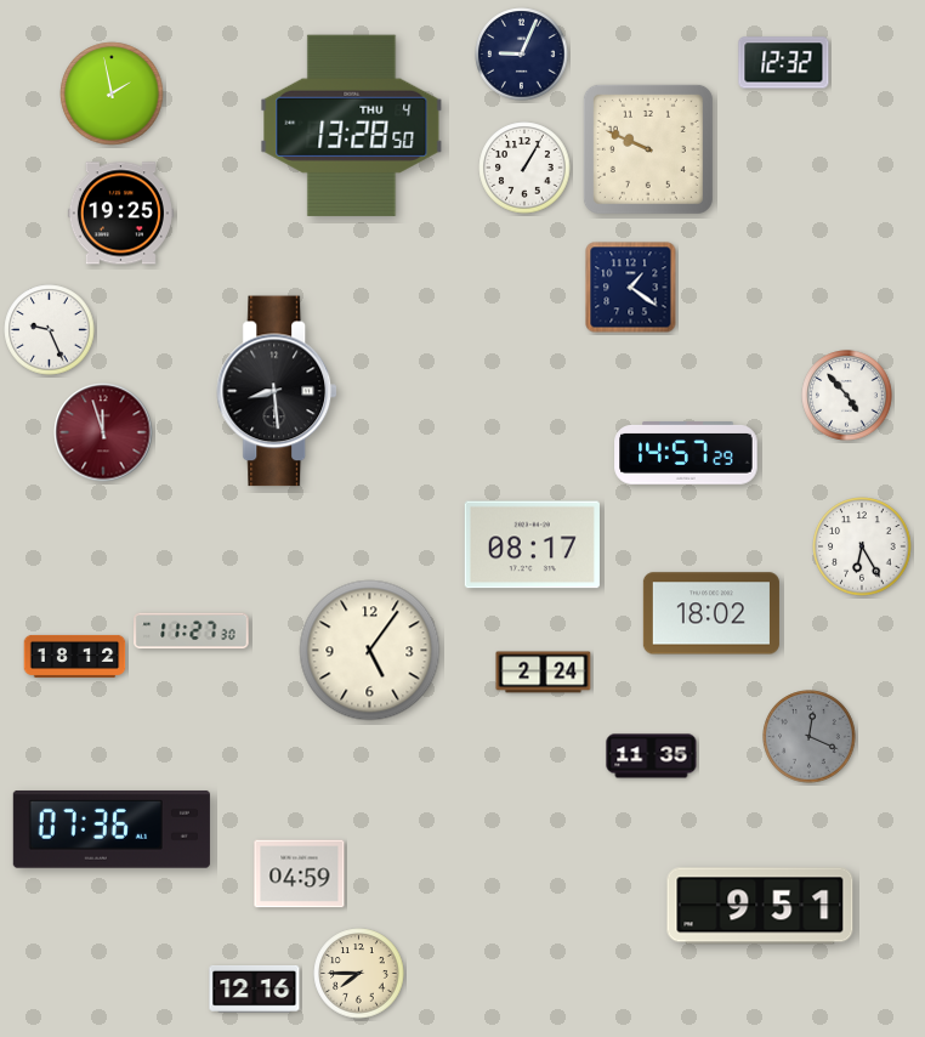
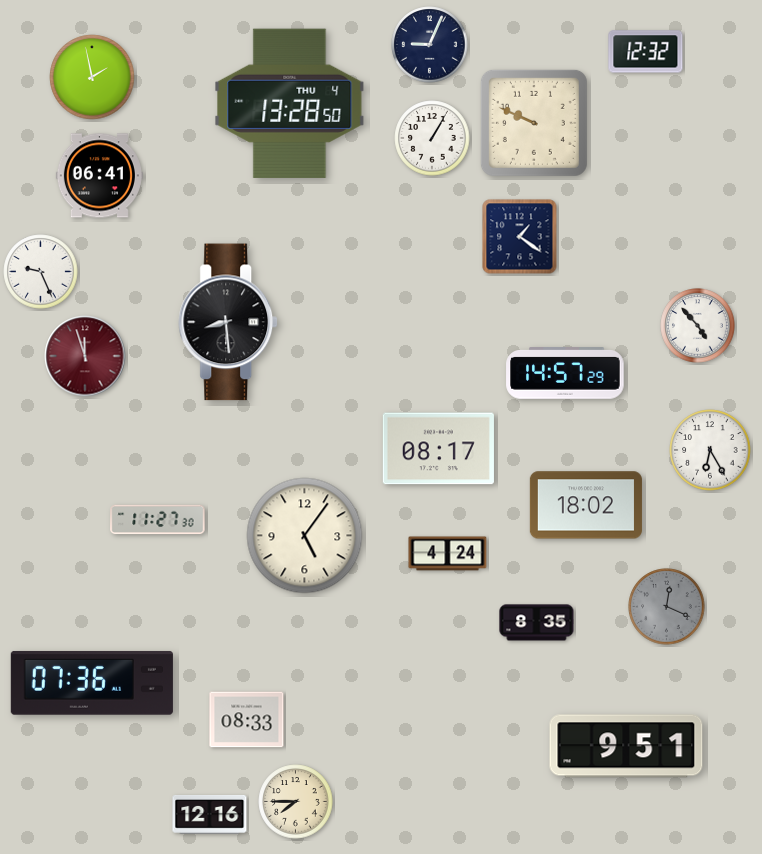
clock at (120, 214): 19:25 -> 06:41
clock at (75, 656): 18:12 -> none
clock at (544, 673): 2:24 -> 4:24
clock at (652, 756): 11:35 -> 8:35
clock at (300, 874): 04:59 -> 08:33
